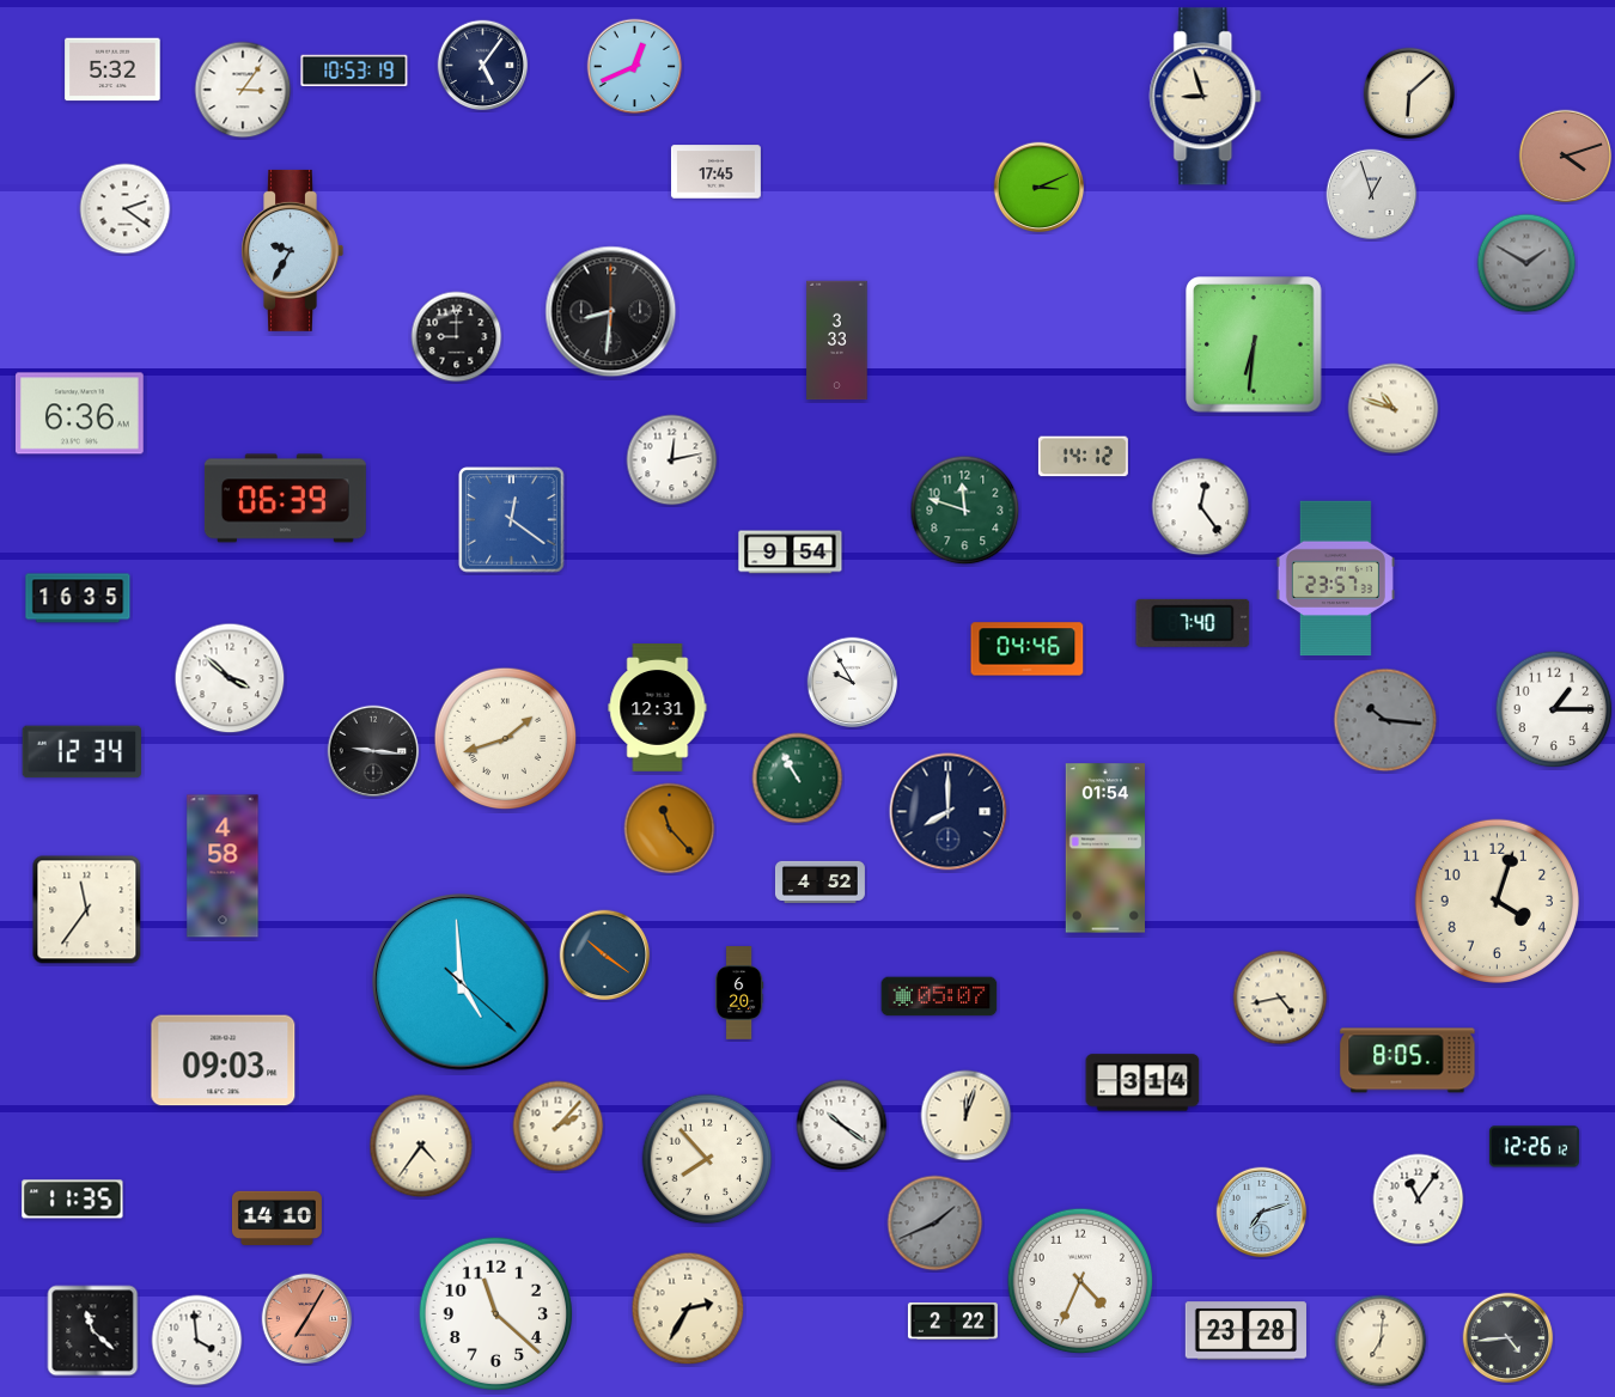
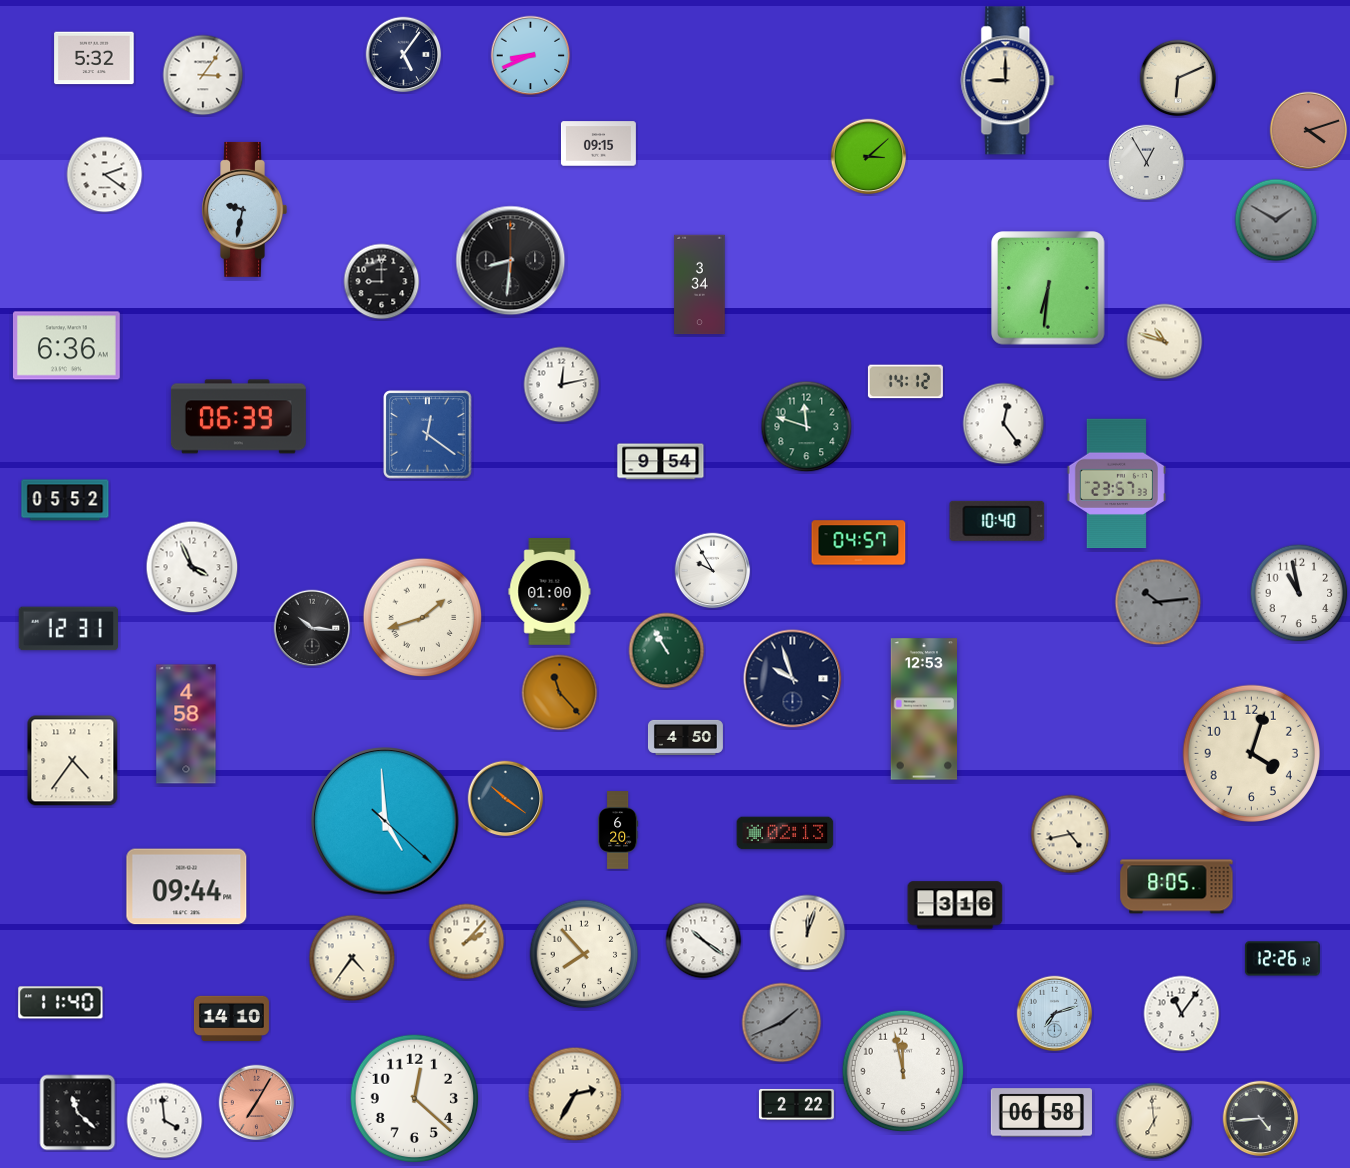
clock at (635, 67): 12:41 -> 8:41
clock at (354, 71): 10:53 -> none
clock at (1409, 93): 6:08 -> 6:11
clock at (1206, 97): 8:57 -> 9:00
clock at (715, 172): 17:45 -> 09:15
clock at (1040, 188): 3:11 -> 3:08
clock at (1372, 195): 12:57 -> 12:55
clock at (292, 250): 9:35 -> 9:32
clock at (837, 341): 3:33 -> 3:34
clock at (78, 598): 16:35 -> 05:52
clock at (1193, 623): 7:40 -> 10:40
clock at (1028, 649): 04:46 -> 04:57
clock at (230, 678): 3:52 -> 3:56
clock at (658, 708): 12:31 -> 01:00
clock at (1554, 709): 1:15 -> 10:58
clock at (1385, 720): 10:16 -> 10:14
clock at (373, 751): 9:16 -> 10:16
clock at (81, 752): 12:34 -> 12:31
clock at (949, 812): 8:00 -> 9:57
clock at (1104, 848): 01:54 -> 12:53
clock at (819, 881): 4:52 -> 4:50
clock at (87, 910): 11:36 -> 4:36
clock at (939, 996): 05:07 -> 02:13
clock at (224, 1061): 09:03 -> 09:44
clock at (1142, 1082): 3:14 -> 3:16
clock at (707, 1159) position: (707, 1159) -> (584, 954)
clock at (73, 1200): 11:35 -> 11:40
clock at (1419, 1200) position: (1419, 1200) -> (1182, 1014)
clock at (1080, 1281): 4:34 -> 11:58
clock at (496, 1314): 11:22 -> 12:22
clock at (1245, 1331): 23:28 -> 06:58
clock at (1381, 1341): 7:01 -> 6:59
